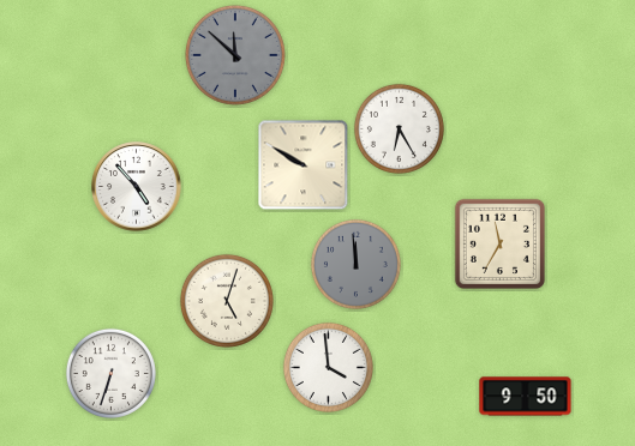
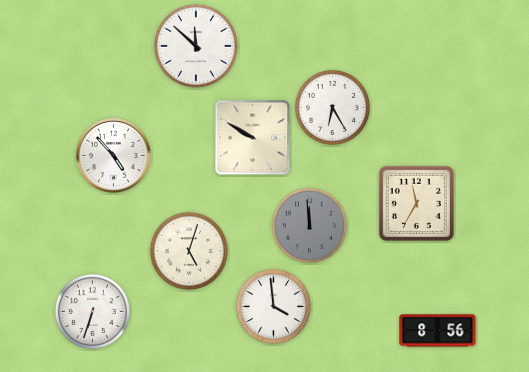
clock at (235, 55) dial: grey -> white
clock at (355, 264) position: (355, 264) -> (309, 225)
clock at (526, 397): 9:50 -> 8:56
